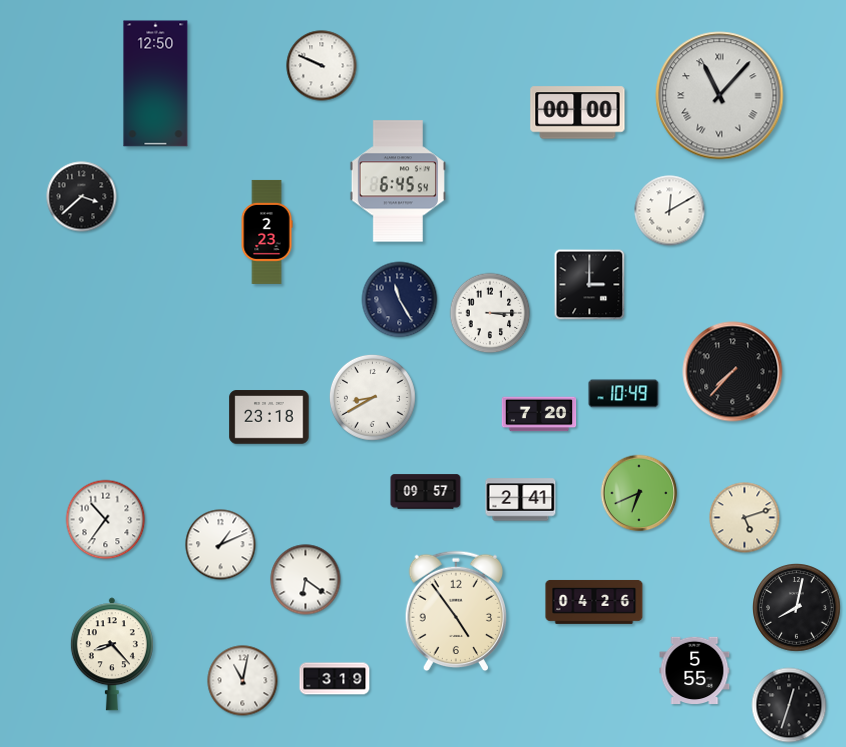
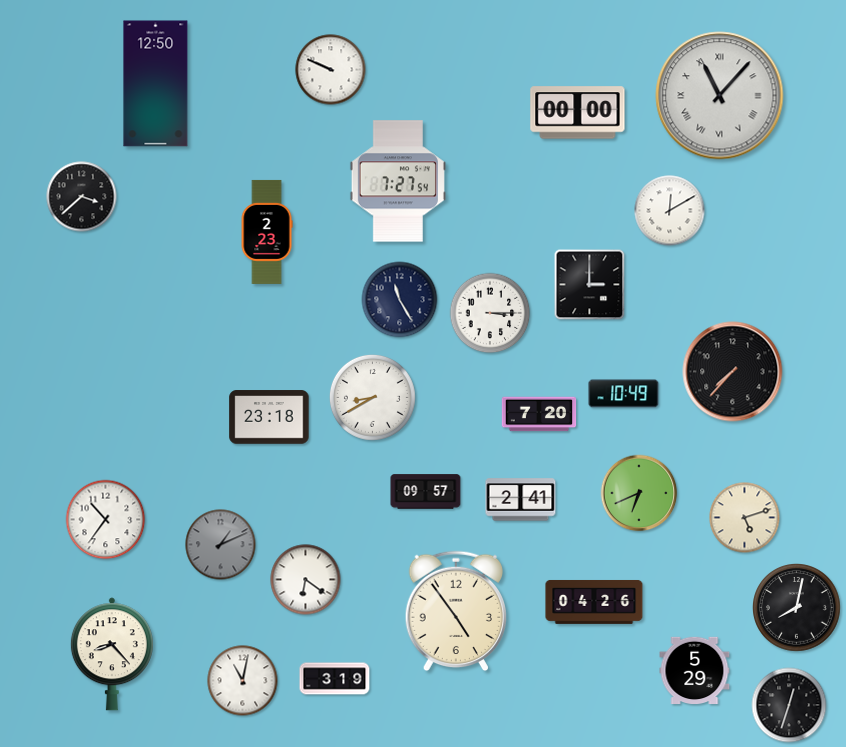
clock at (322, 66) position: (322, 66) -> (331, 70)
clock at (398, 181): 6:45 -> 7:27
clock at (221, 545) dial: white -> grey
clock at (695, 671): 5:55 -> 5:29
